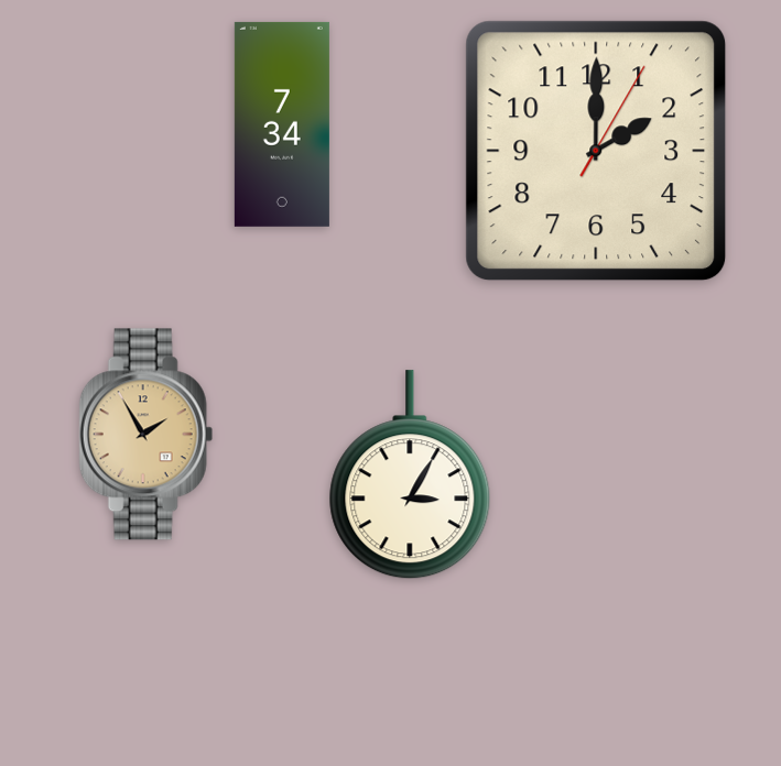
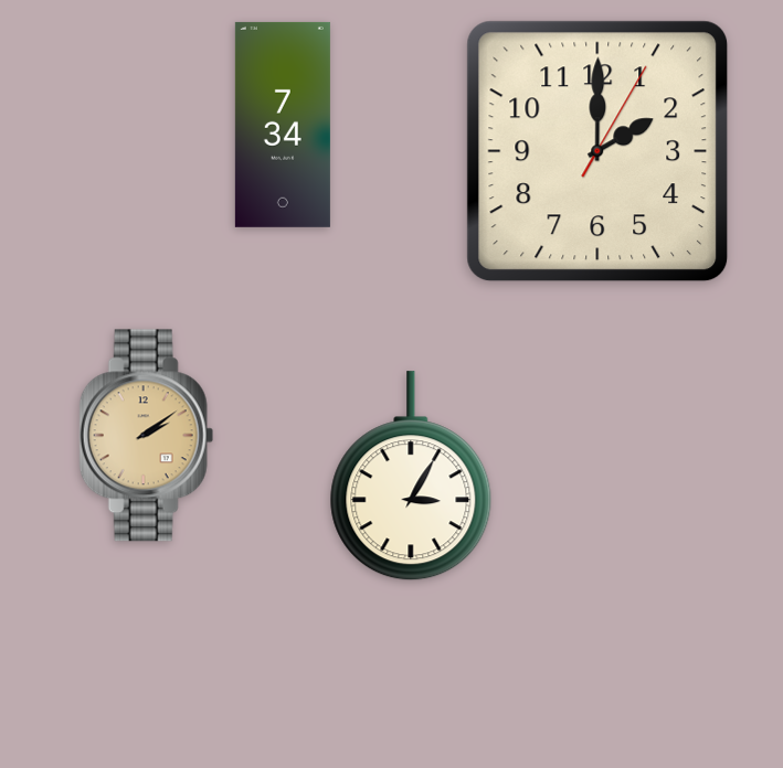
clock at (145, 435): 1:55 -> 2:09
